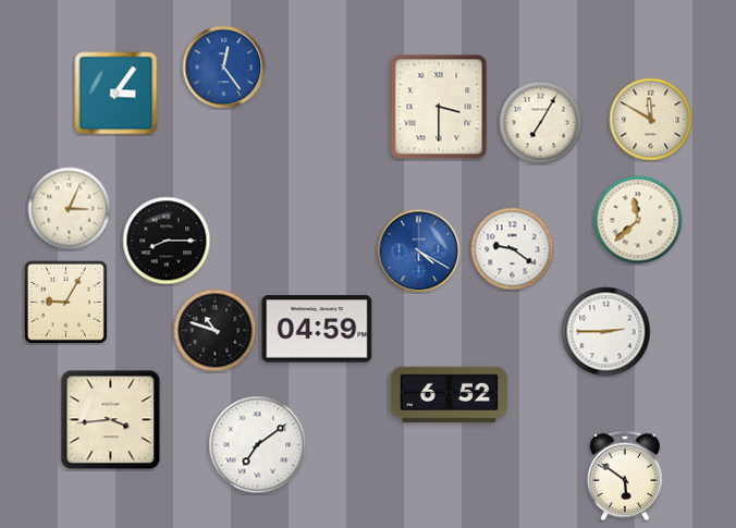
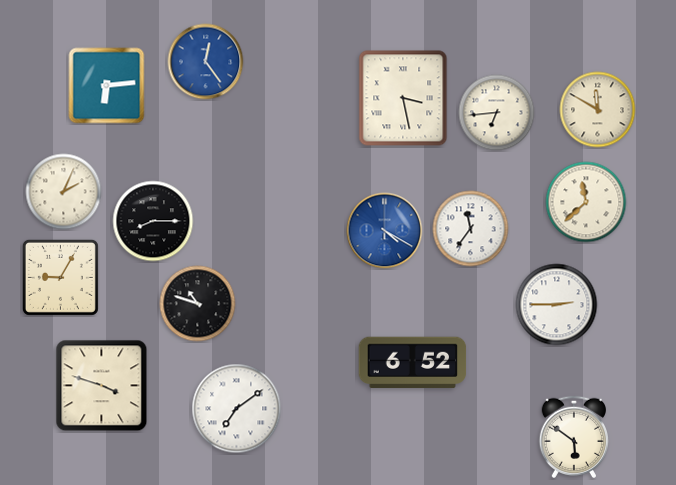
clock at (116, 94): 3:06 -> 6:14
clock at (439, 107): 3:30 -> 3:28
clock at (541, 123): 7:05 -> 6:44
clock at (70, 209): 3:04 -> 2:04
clock at (513, 249): 9:21 -> 11:36
clock at (317, 329): 04:59 -> none
clock at (111, 420): 3:44 -> 3:48
